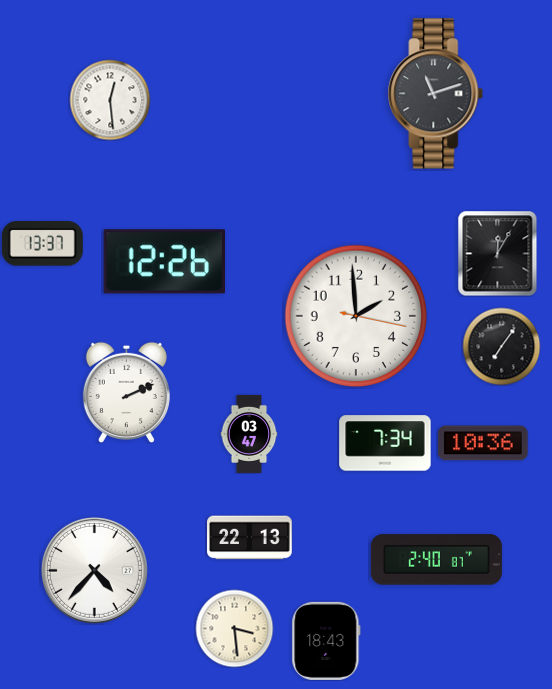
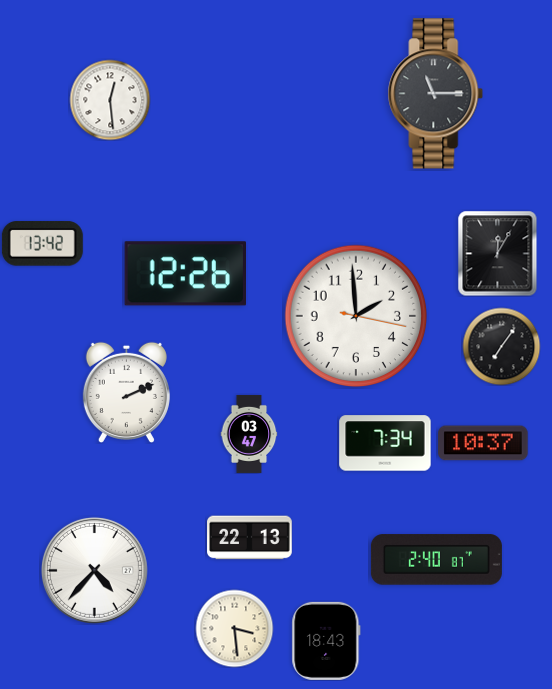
clock at (436, 94): 11:12 -> 11:15
clock at (42, 244): 13:37 -> 13:42
clock at (164, 262) position: (164, 262) -> (185, 274)
clock at (483, 443): 10:36 -> 10:37
